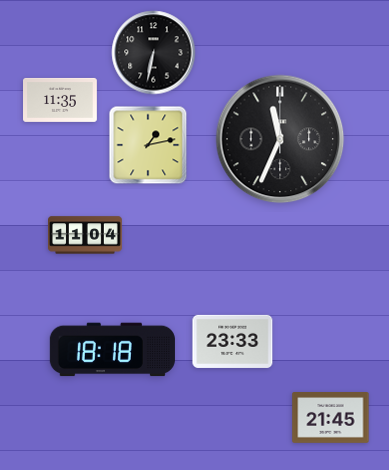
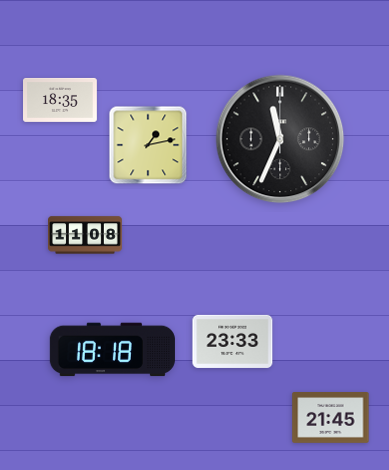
clock at (154, 53): 6:32 -> none
clock at (61, 100): 11:35 -> 18:35
clock at (86, 235): 11:04 -> 11:08
